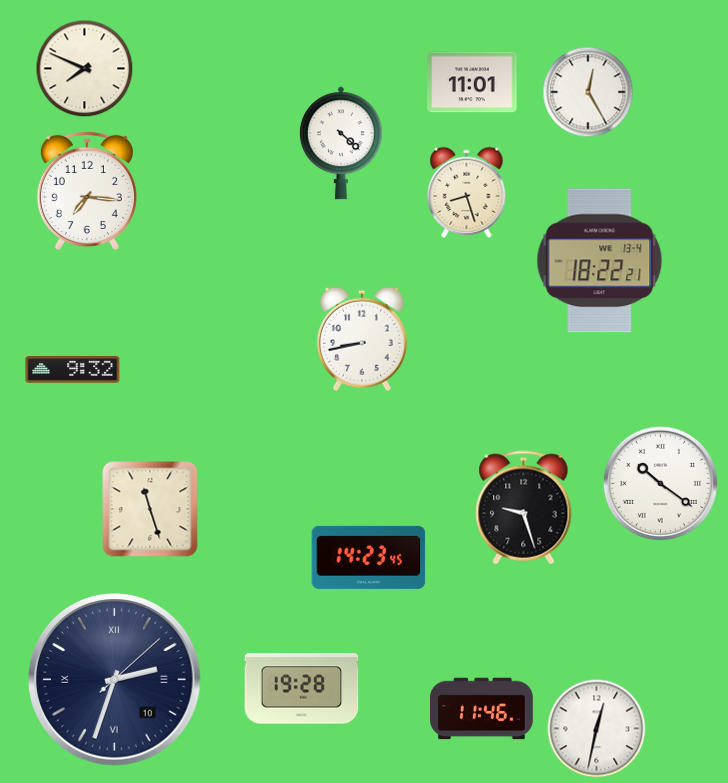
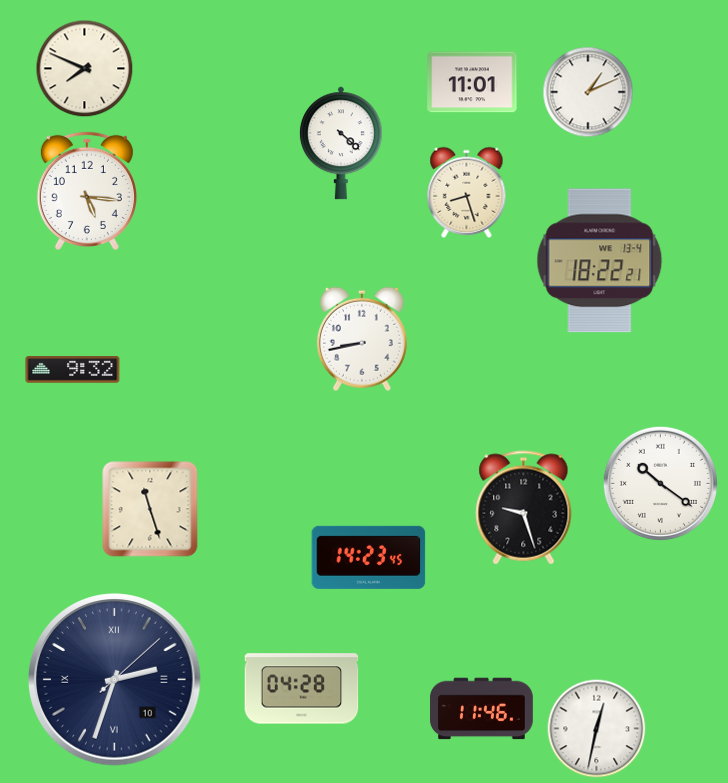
clock at (588, 92): 12:25 -> 1:11
clock at (87, 191): 7:16 -> 5:16
clock at (302, 689): 19:28 -> 04:28
